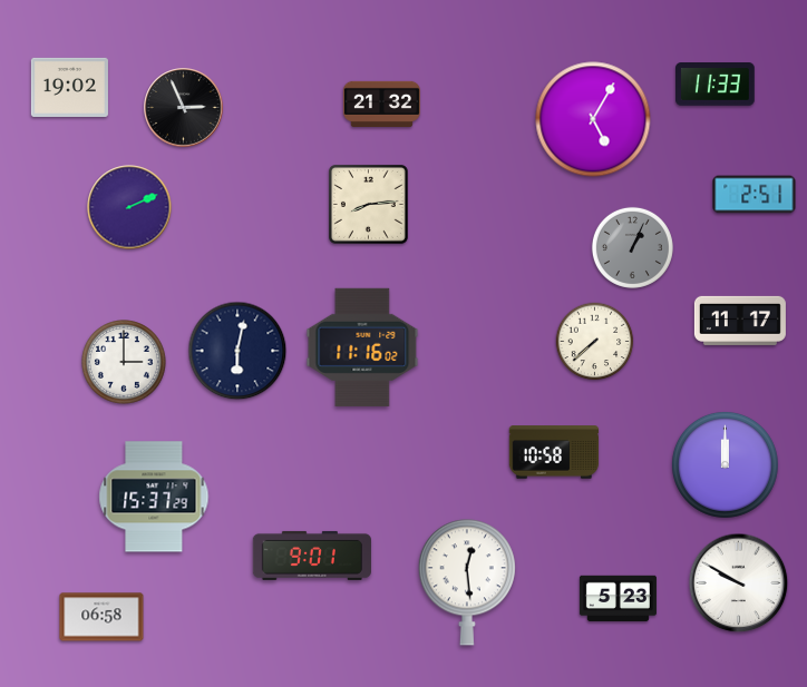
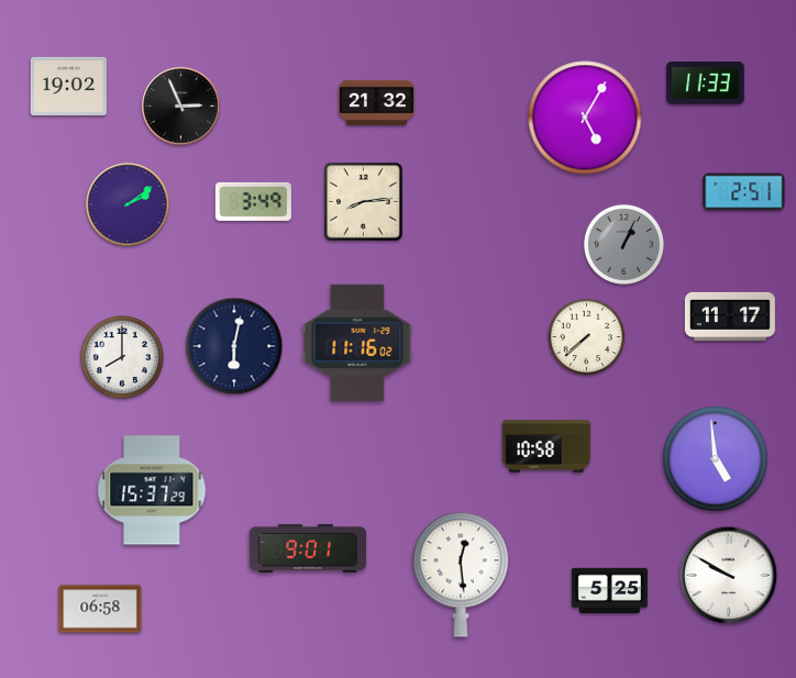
clock at (253, 201): none -> 3:49
clock at (129, 207): 2:11 -> 2:09
clock at (124, 362): 3:00 -> 8:00
clock at (725, 464): 12:00 -> 4:59
clock at (618, 599): 5:23 -> 5:25
